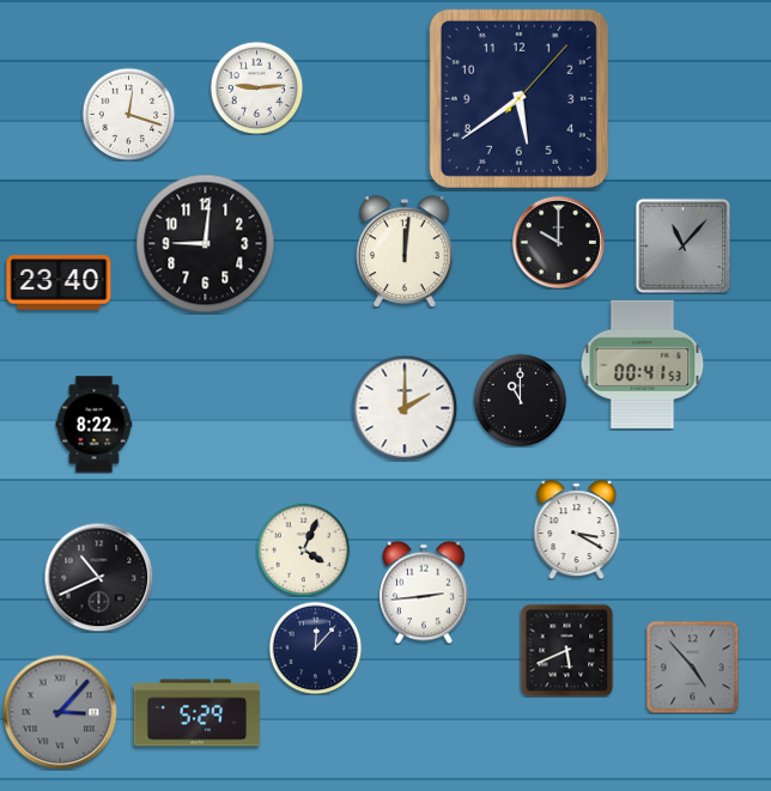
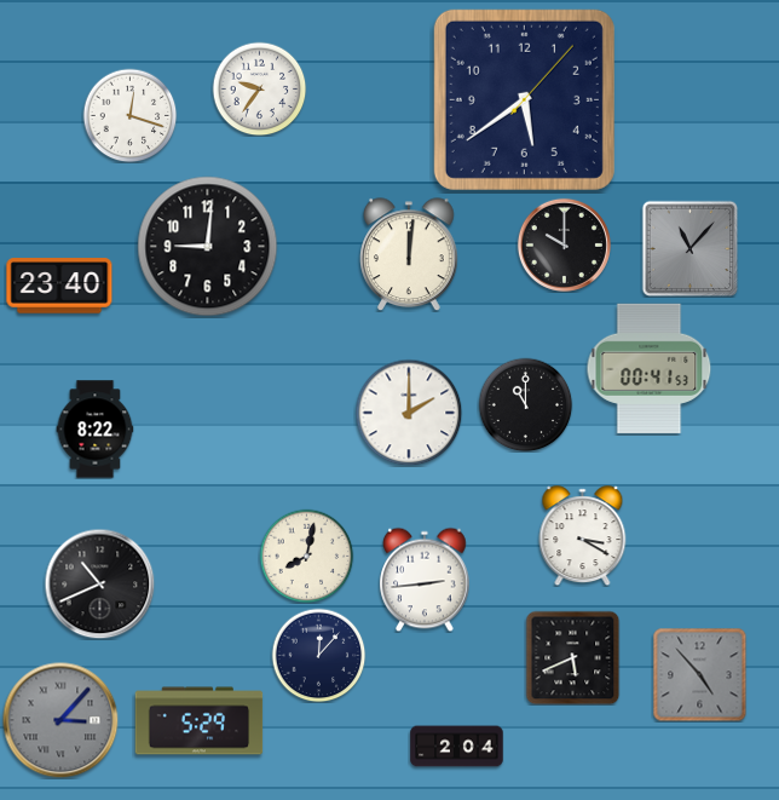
clock at (256, 87): 9:14 -> 9:36
clock at (303, 549): 4:04 -> 8:02
clock at (424, 592) position: (424, 592) -> (425, 580)
clock at (457, 747): none -> 2:04
